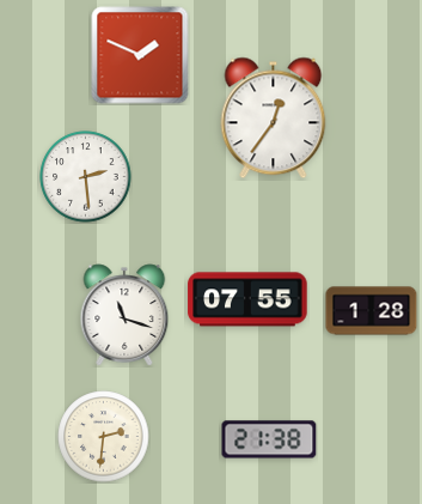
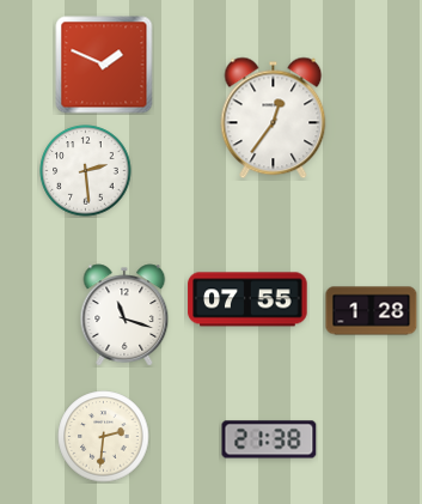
clock at (140, 55) position: (140, 55) -> (104, 65)
clock at (86, 177) position: (86, 177) -> (86, 171)
